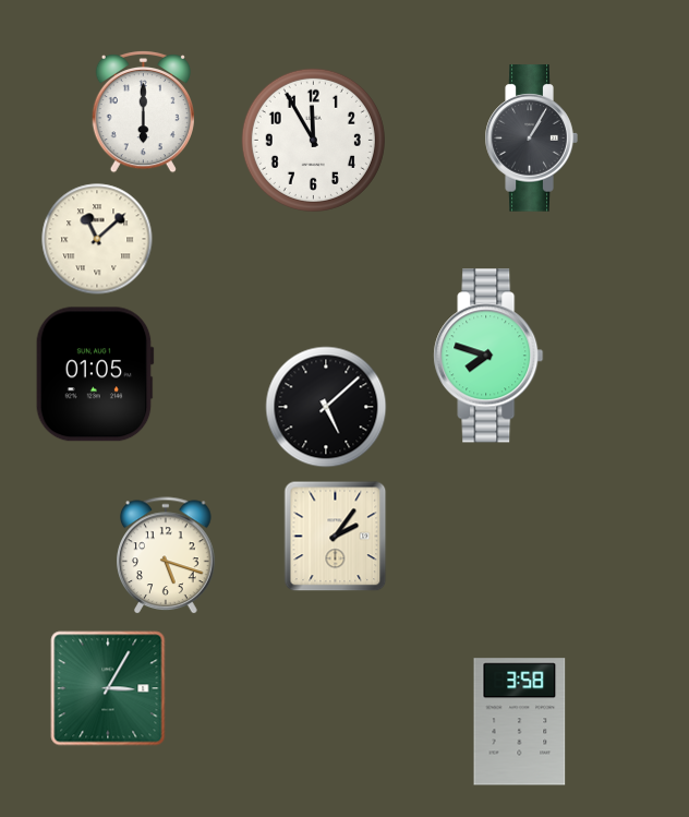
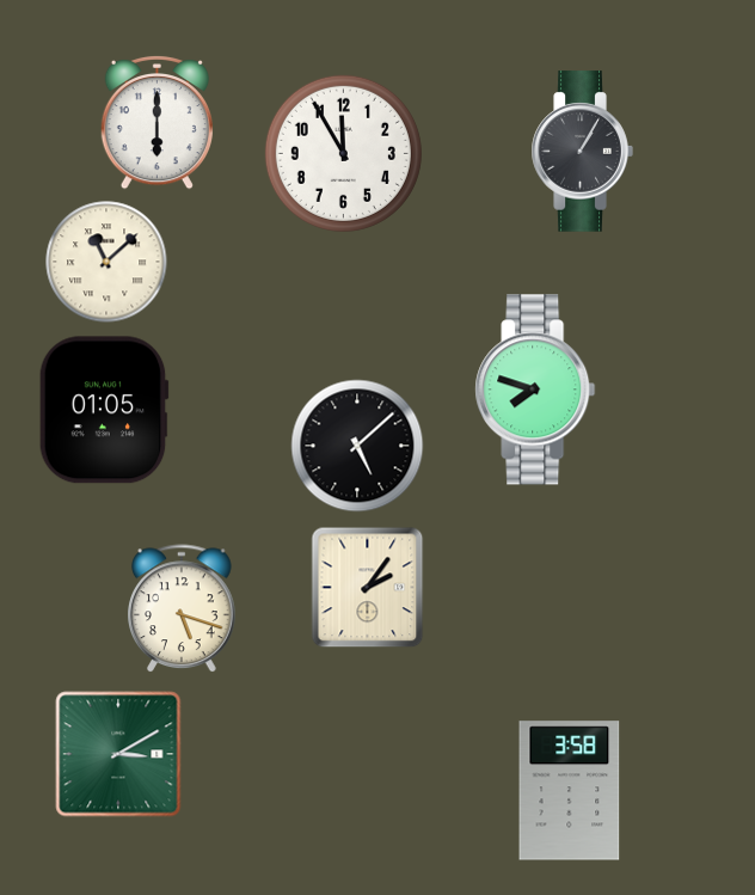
clock at (108, 688): 3:05 -> 3:10
